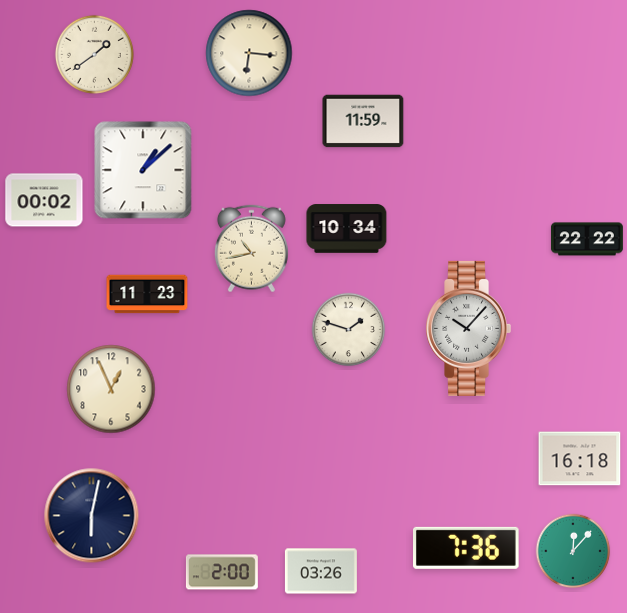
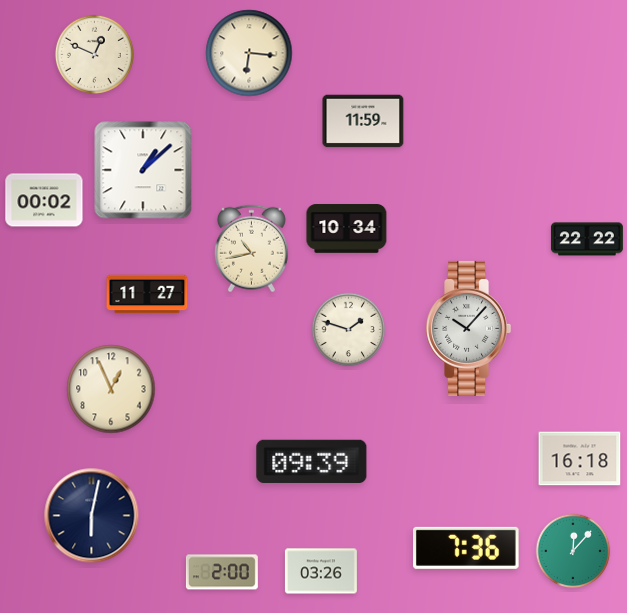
clock at (94, 54): 1:39 -> 12:49
clock at (147, 294): 11:23 -> 11:27
clock at (312, 461): none -> 09:39
